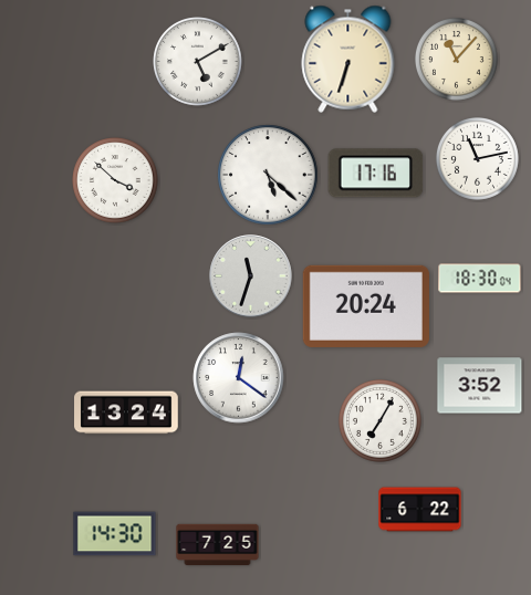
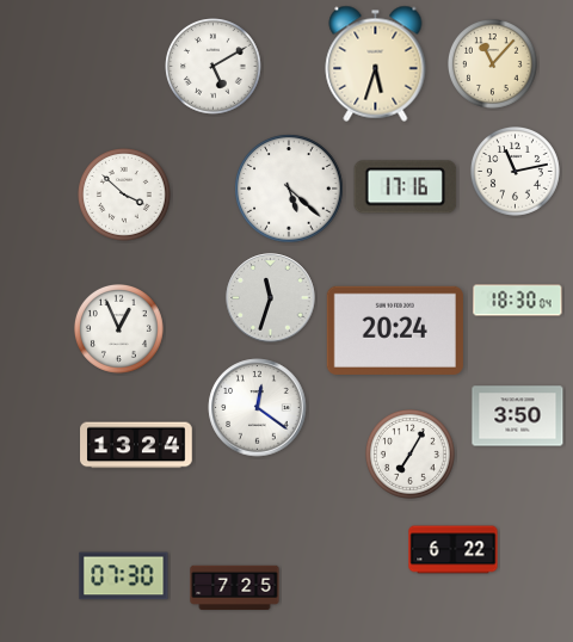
clock at (348, 59): 6:33 -> 5:33
clock at (119, 329): none -> 12:56
clock at (480, 386): 3:52 -> 3:50
clock at (115, 534): 14:30 -> 07:30
